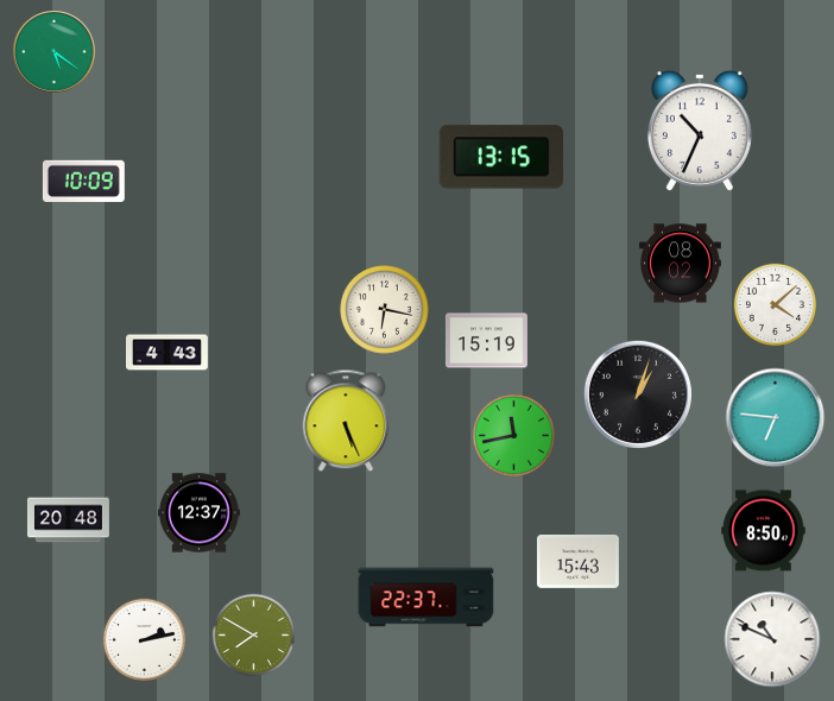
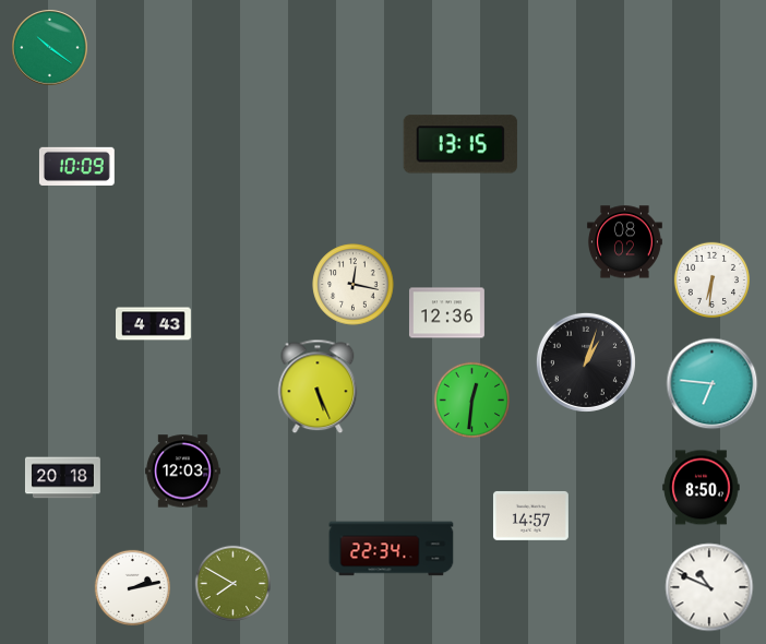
clock at (55, 52): 5:21 -> 10:21
clock at (700, 131): 10:34 -> none
clock at (776, 305): 4:08 -> 6:31
clock at (385, 310): 6:17 -> 12:17
clock at (486, 341): 15:19 -> 12:36
clock at (514, 436): 11:43 -> 12:31
clock at (198, 513): 12:37 -> 12:03
clock at (68, 520): 20:48 -> 20:18
clock at (577, 561): 15:43 -> 14:57
clock at (427, 598): 22:37 -> 22:34
